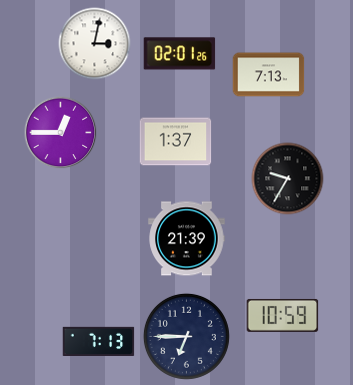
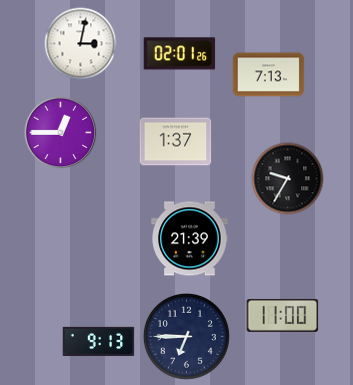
clock at (95, 44) position: (95, 44) -> (81, 44)
clock at (187, 239) position: (187, 239) -> (190, 239)
clock at (283, 315): 10:59 -> 11:00
clock at (99, 341): 7:13 -> 9:13
